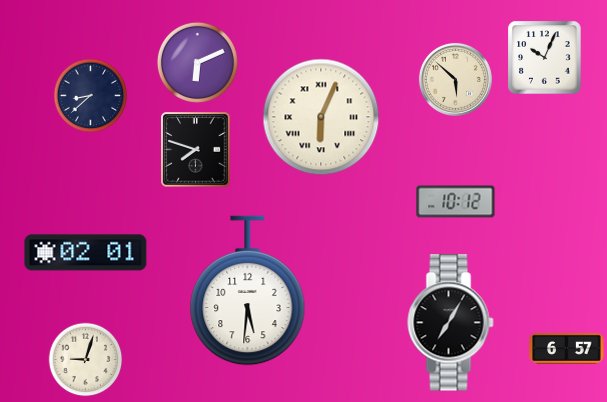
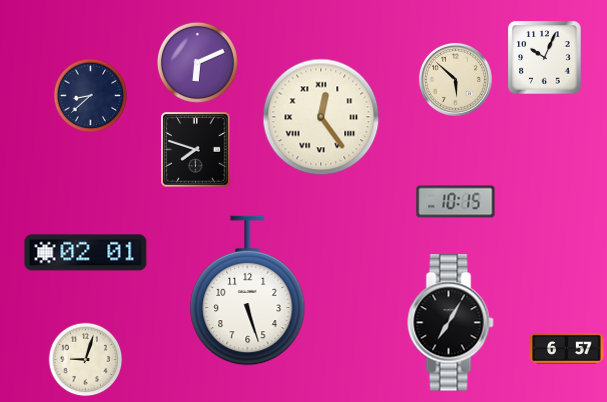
clock at (321, 117): 6:04 -> 12:24
clock at (456, 202): 10:12 -> 10:15
clock at (248, 291): 5:31 -> 5:27
